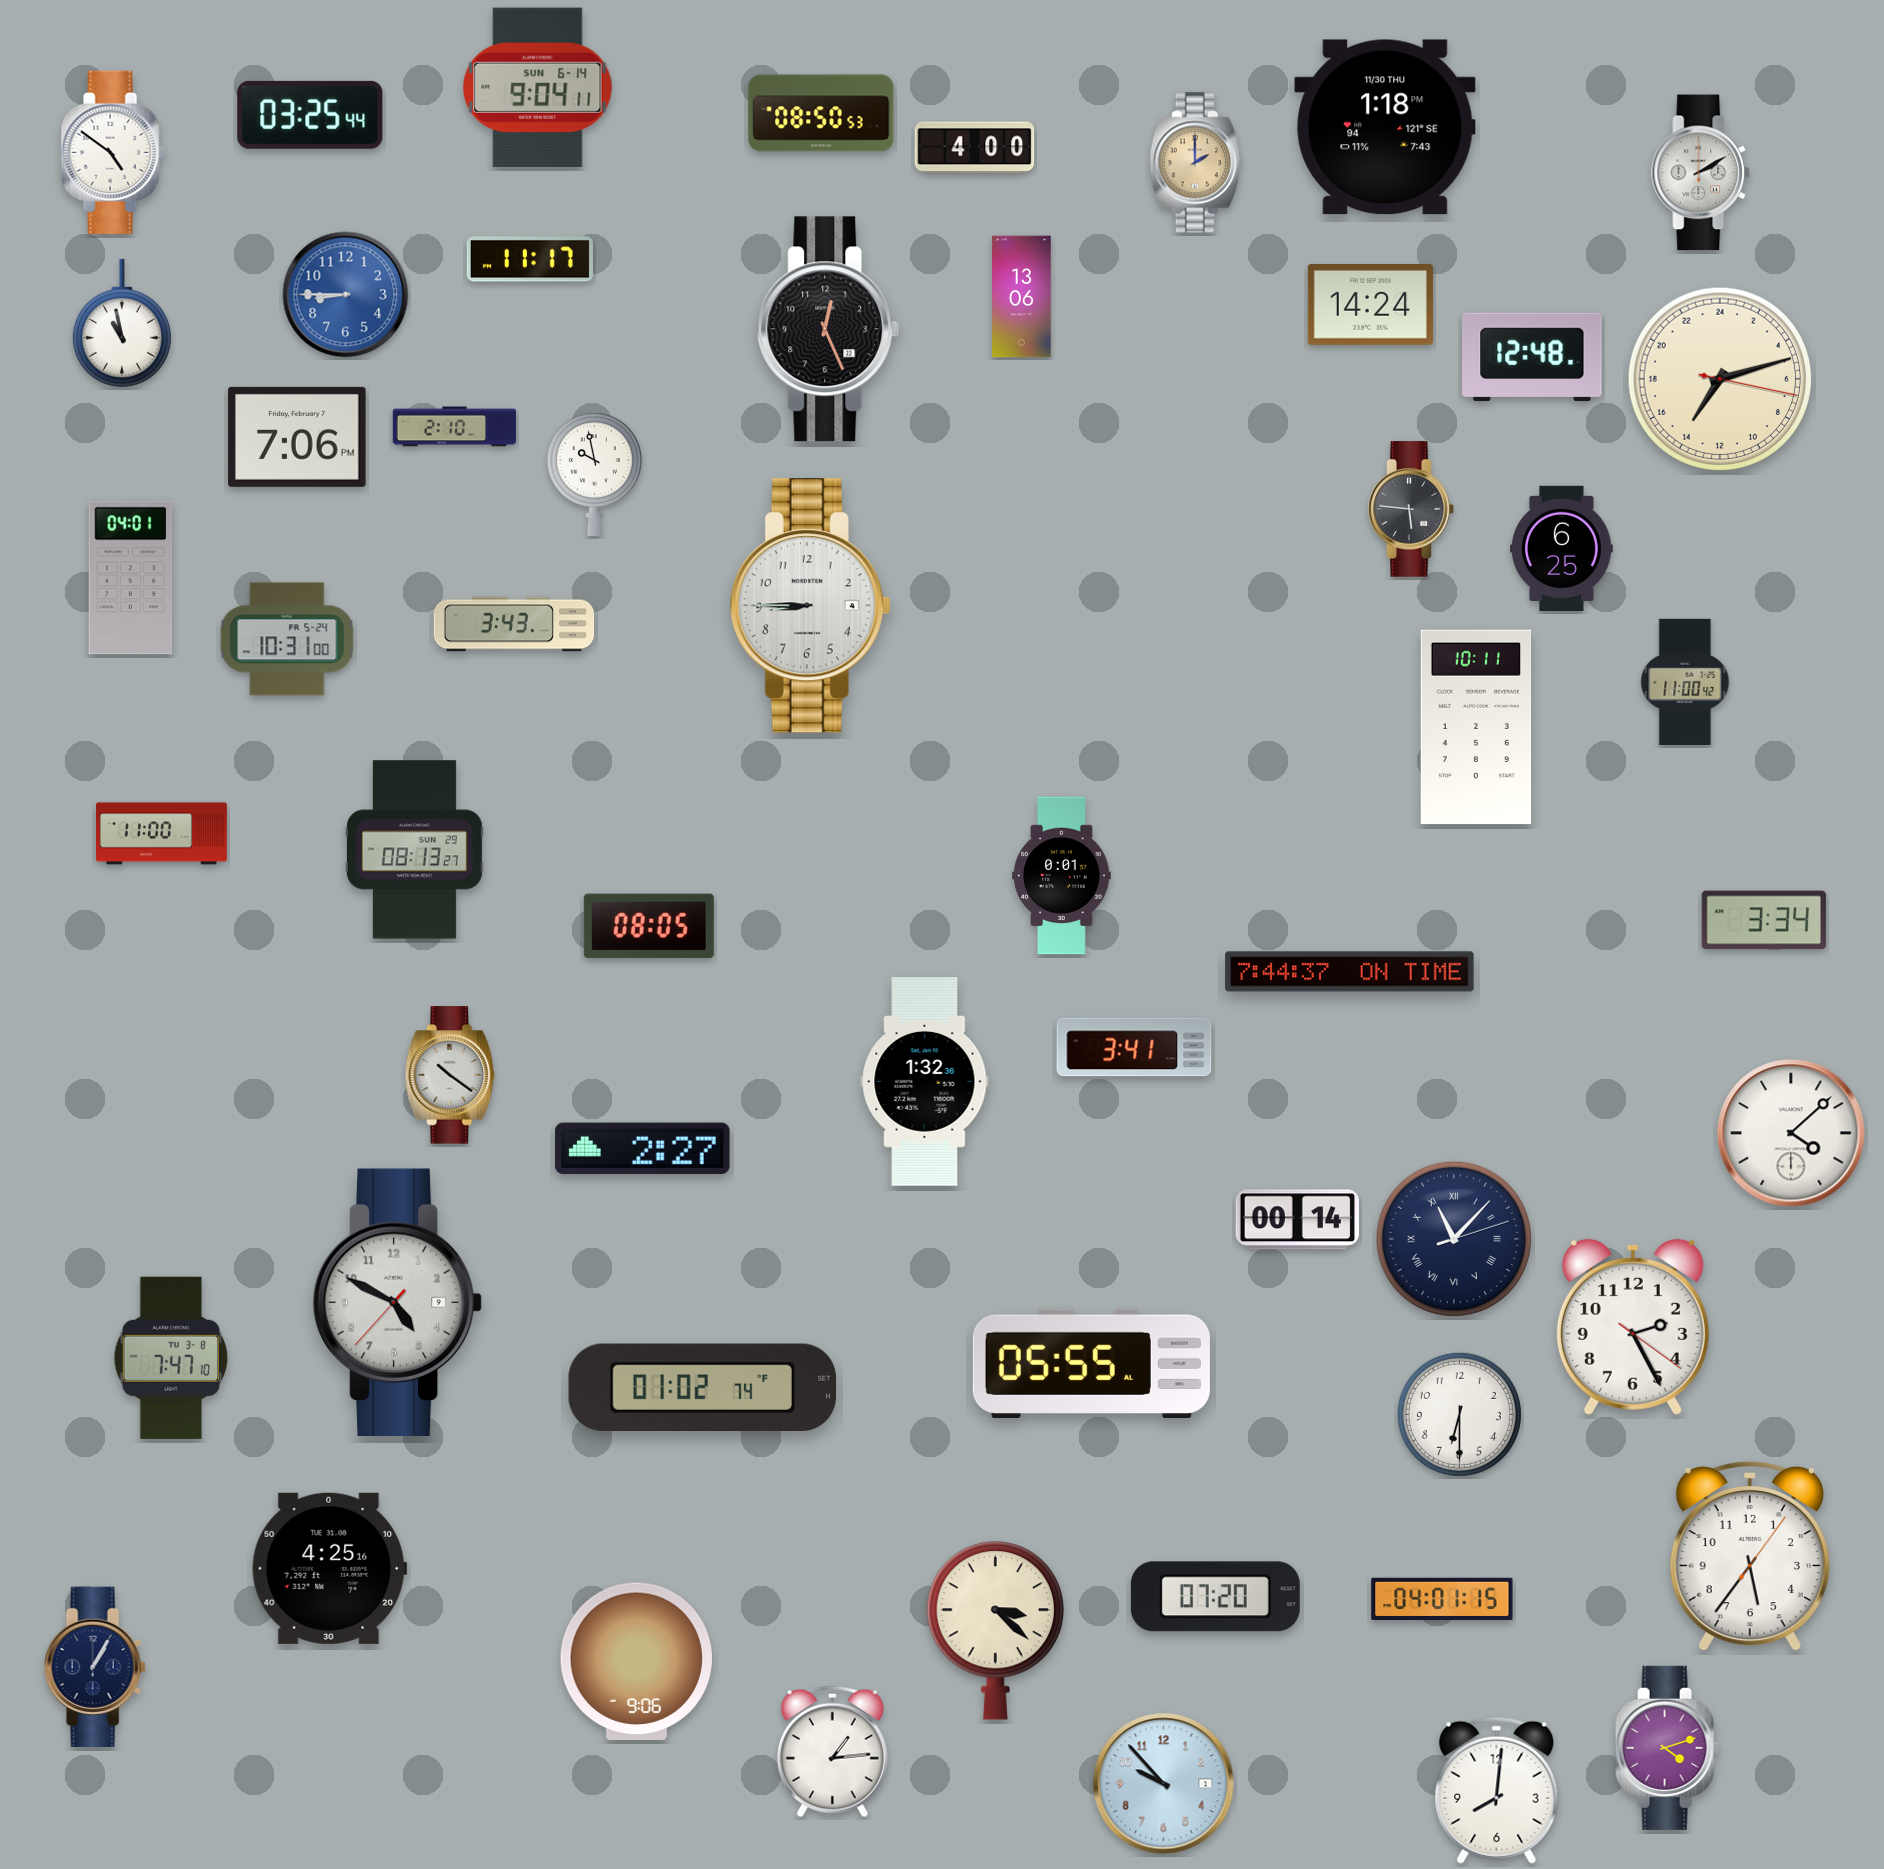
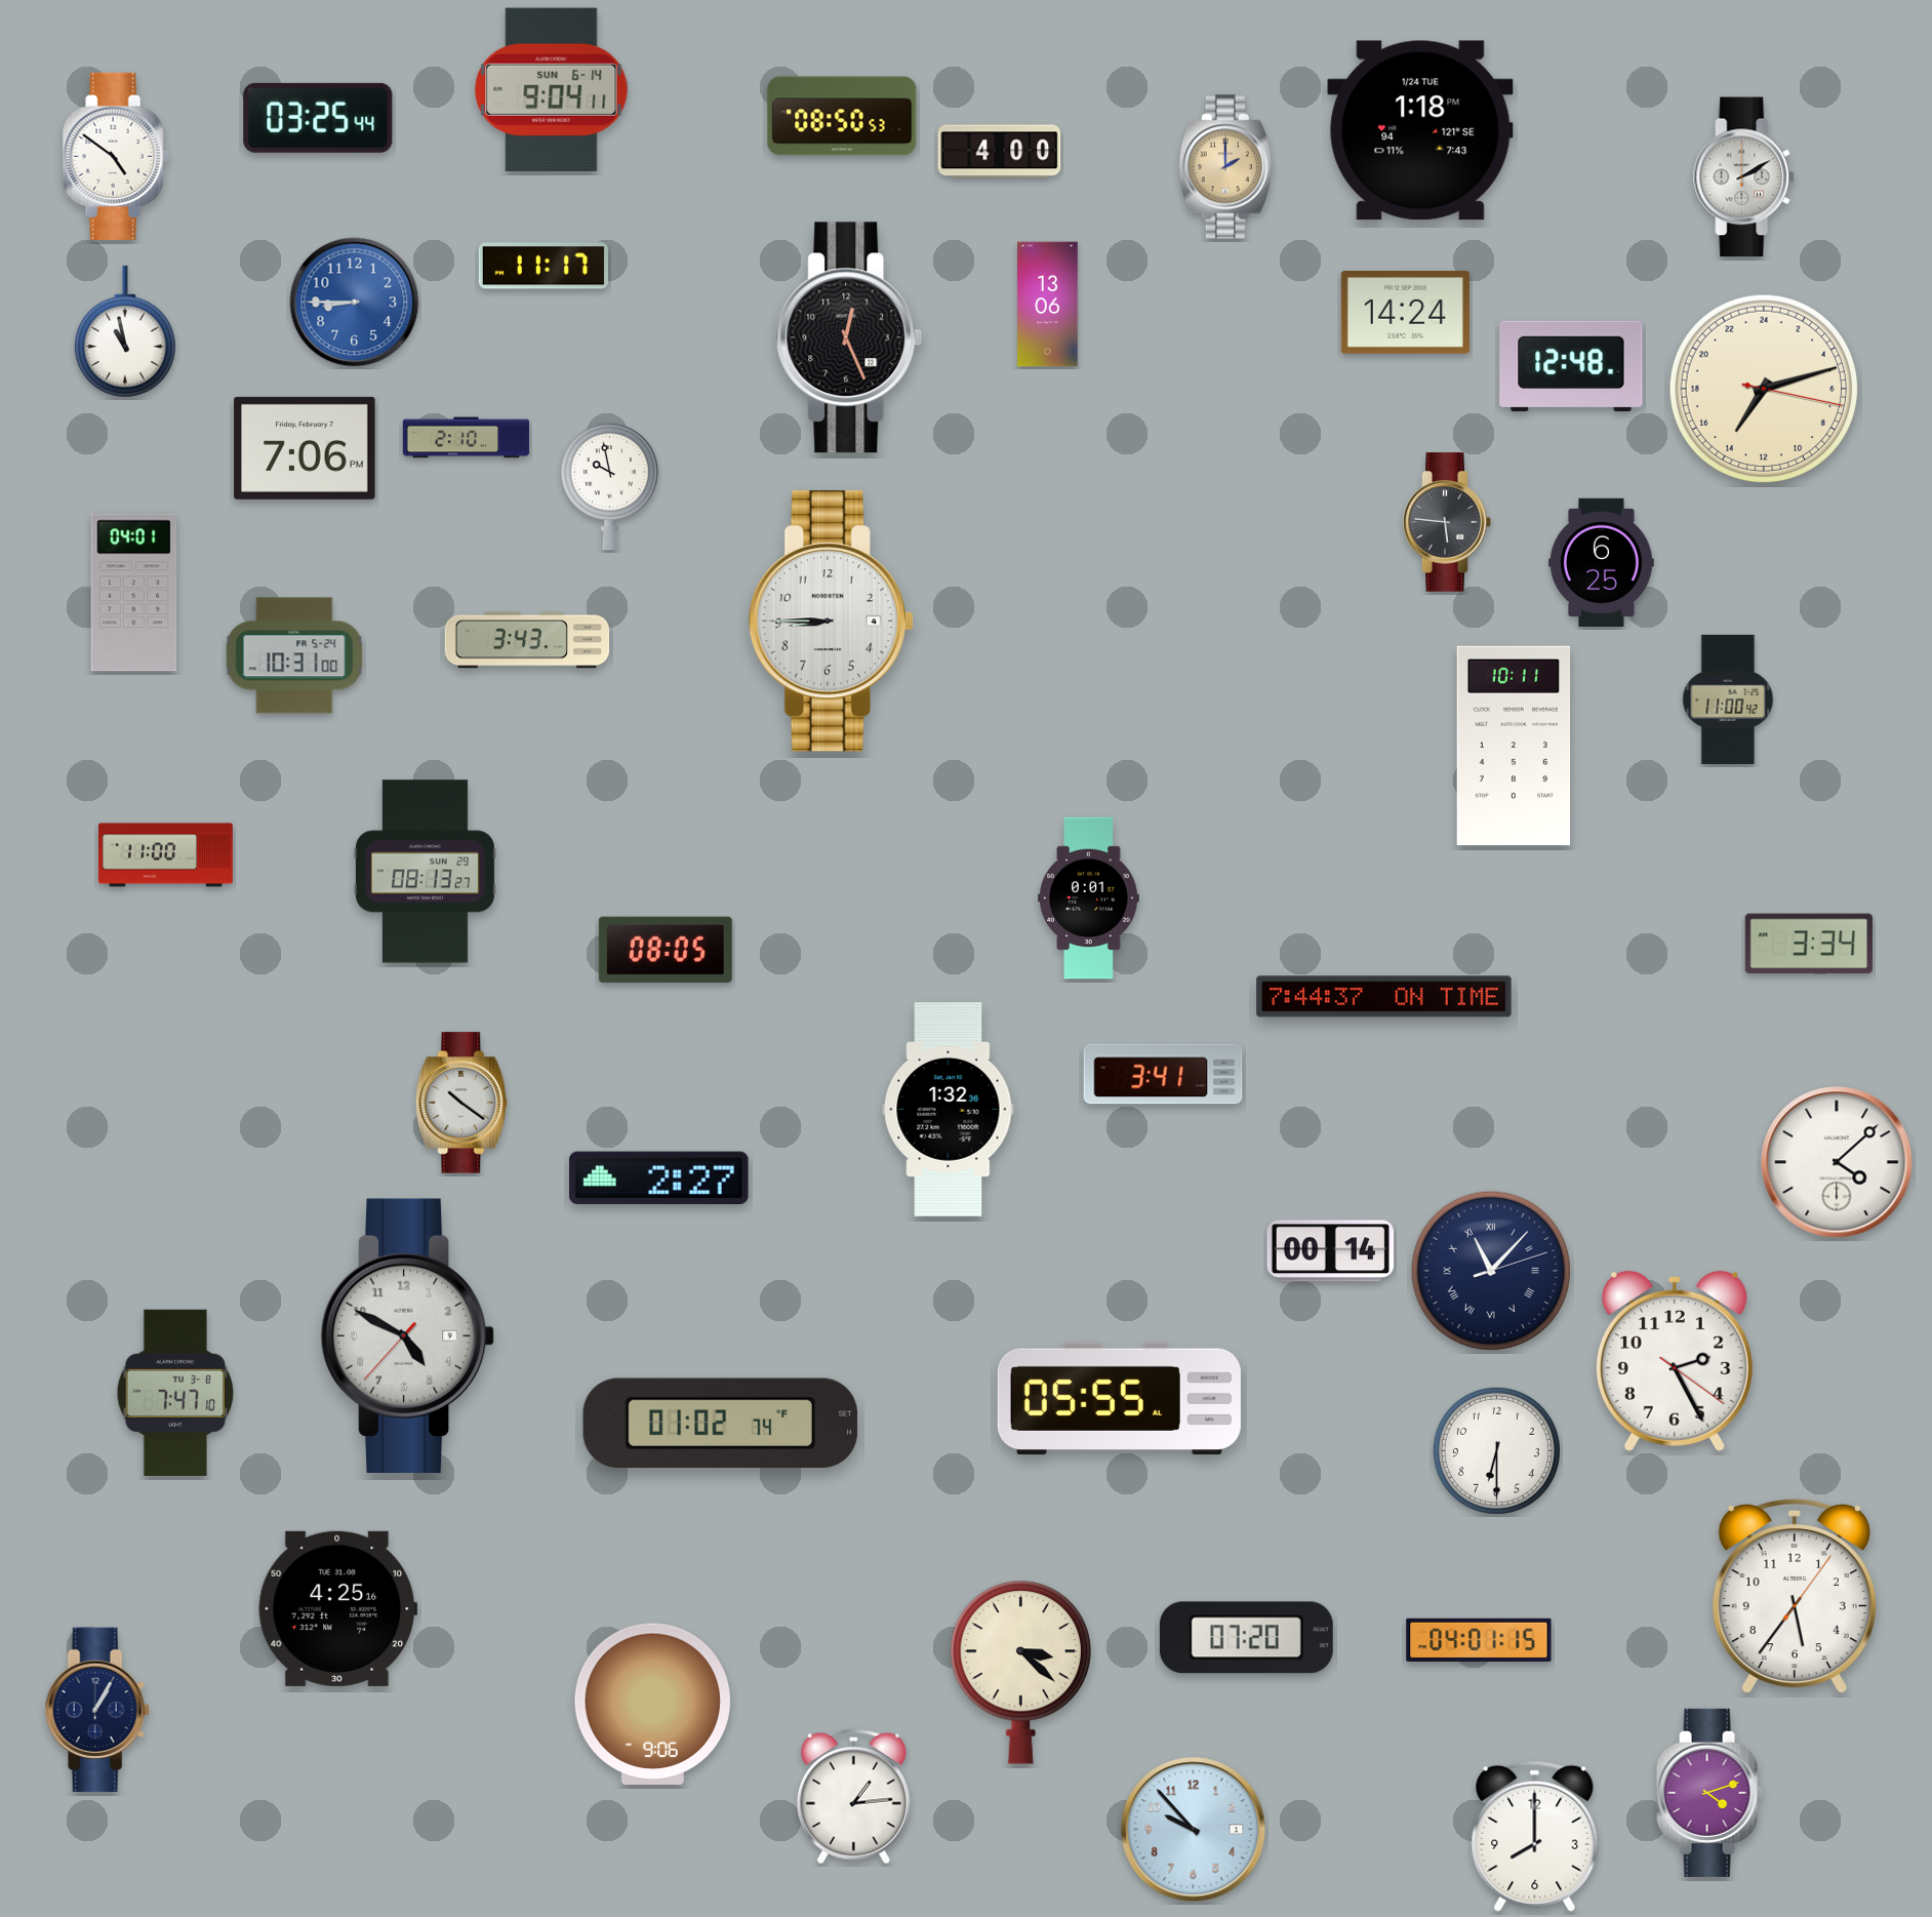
clock at (1385, 127) date: 11/30 THU -> 1/24 TUE
clock at (1497, 1790): 8:01 -> 8:00
